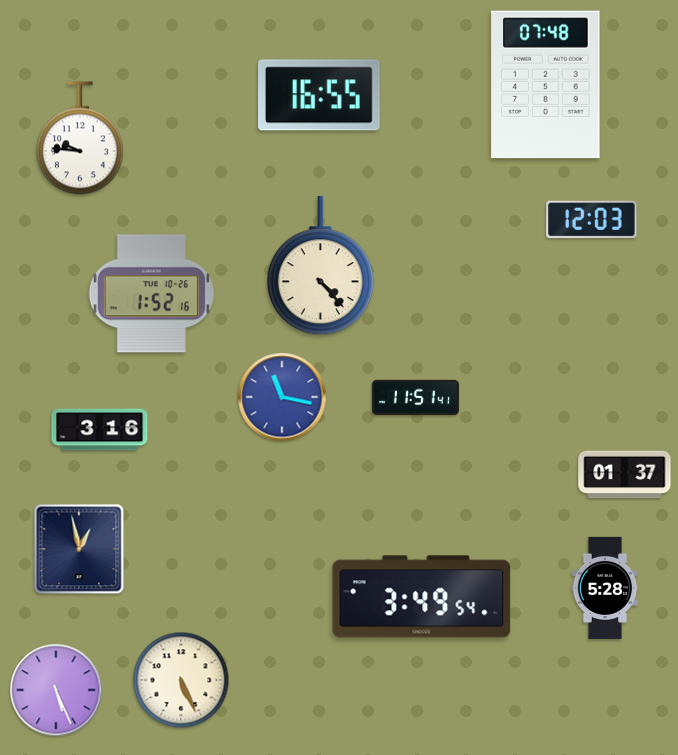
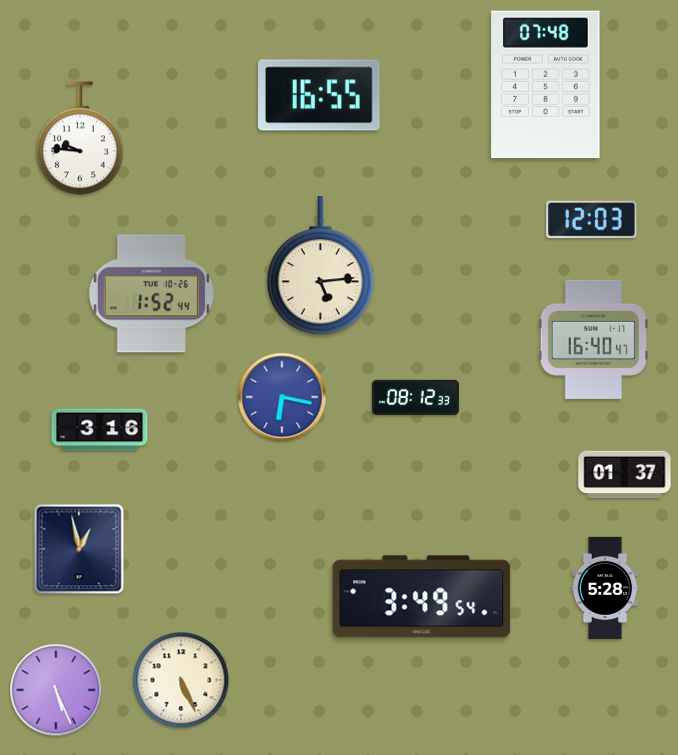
clock at (320, 266): 4:23 -> 5:14
clock at (151, 294): 1:52:16 -> 1:52:44
clock at (593, 339): none -> 16:40
clock at (282, 397): 11:17 -> 6:17
clock at (415, 398): 11:51 -> 08:12
